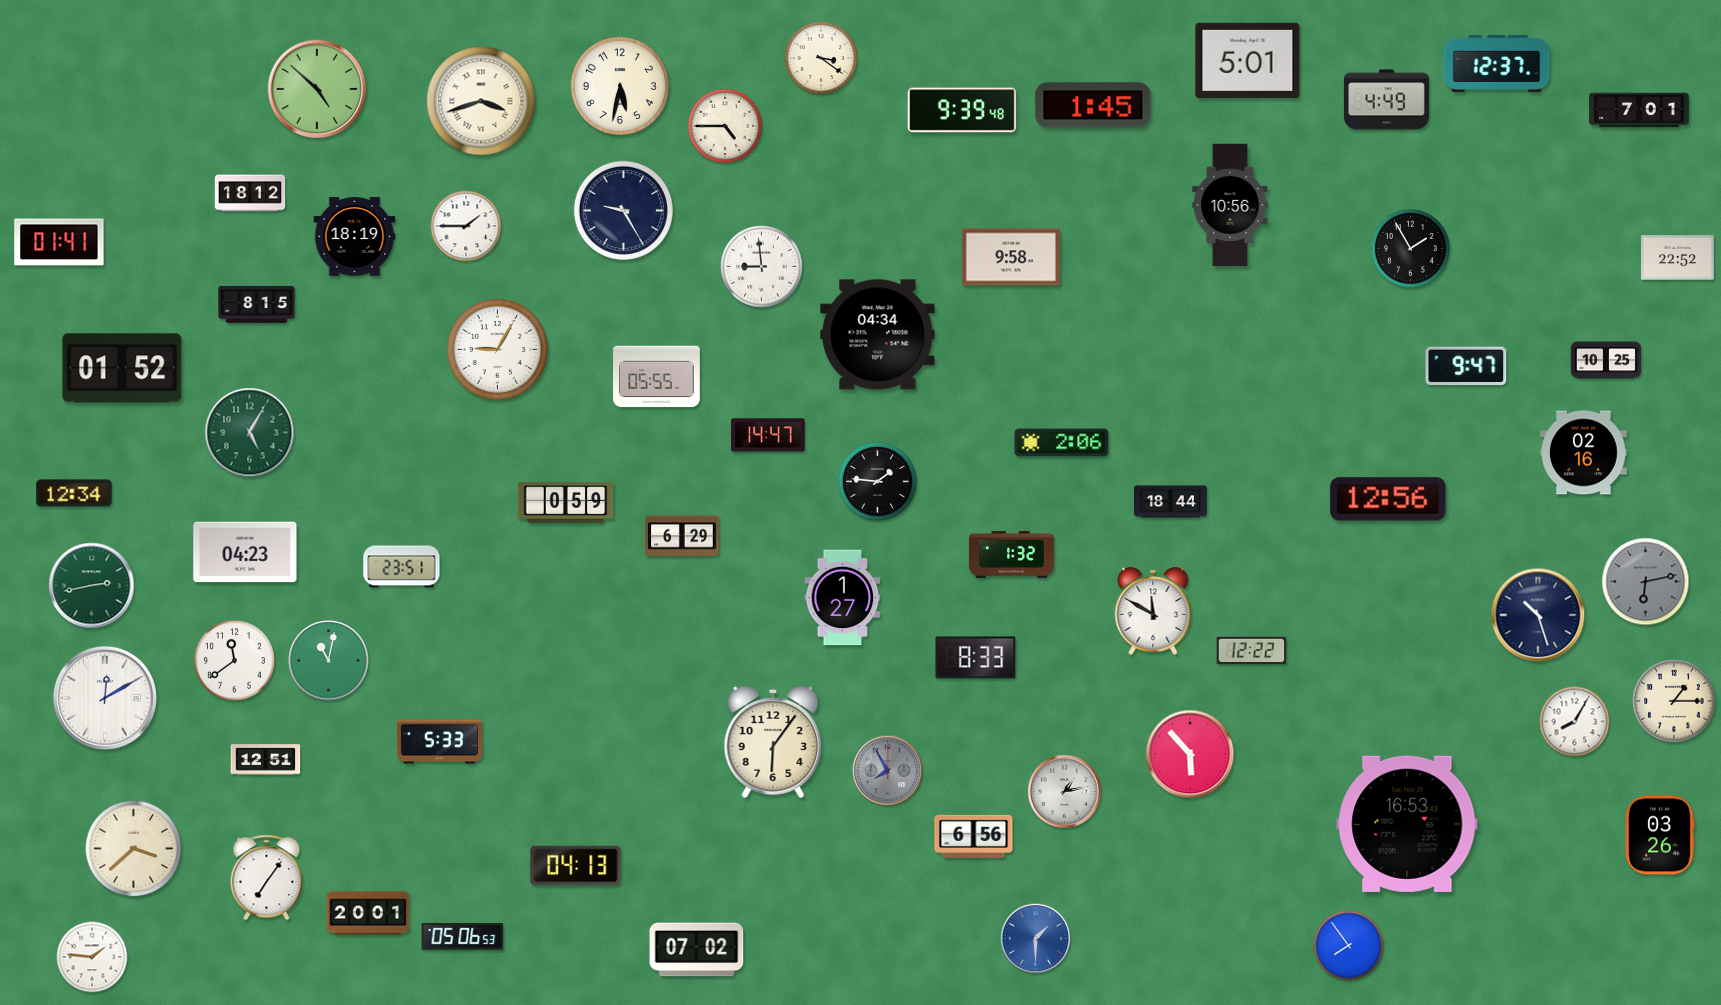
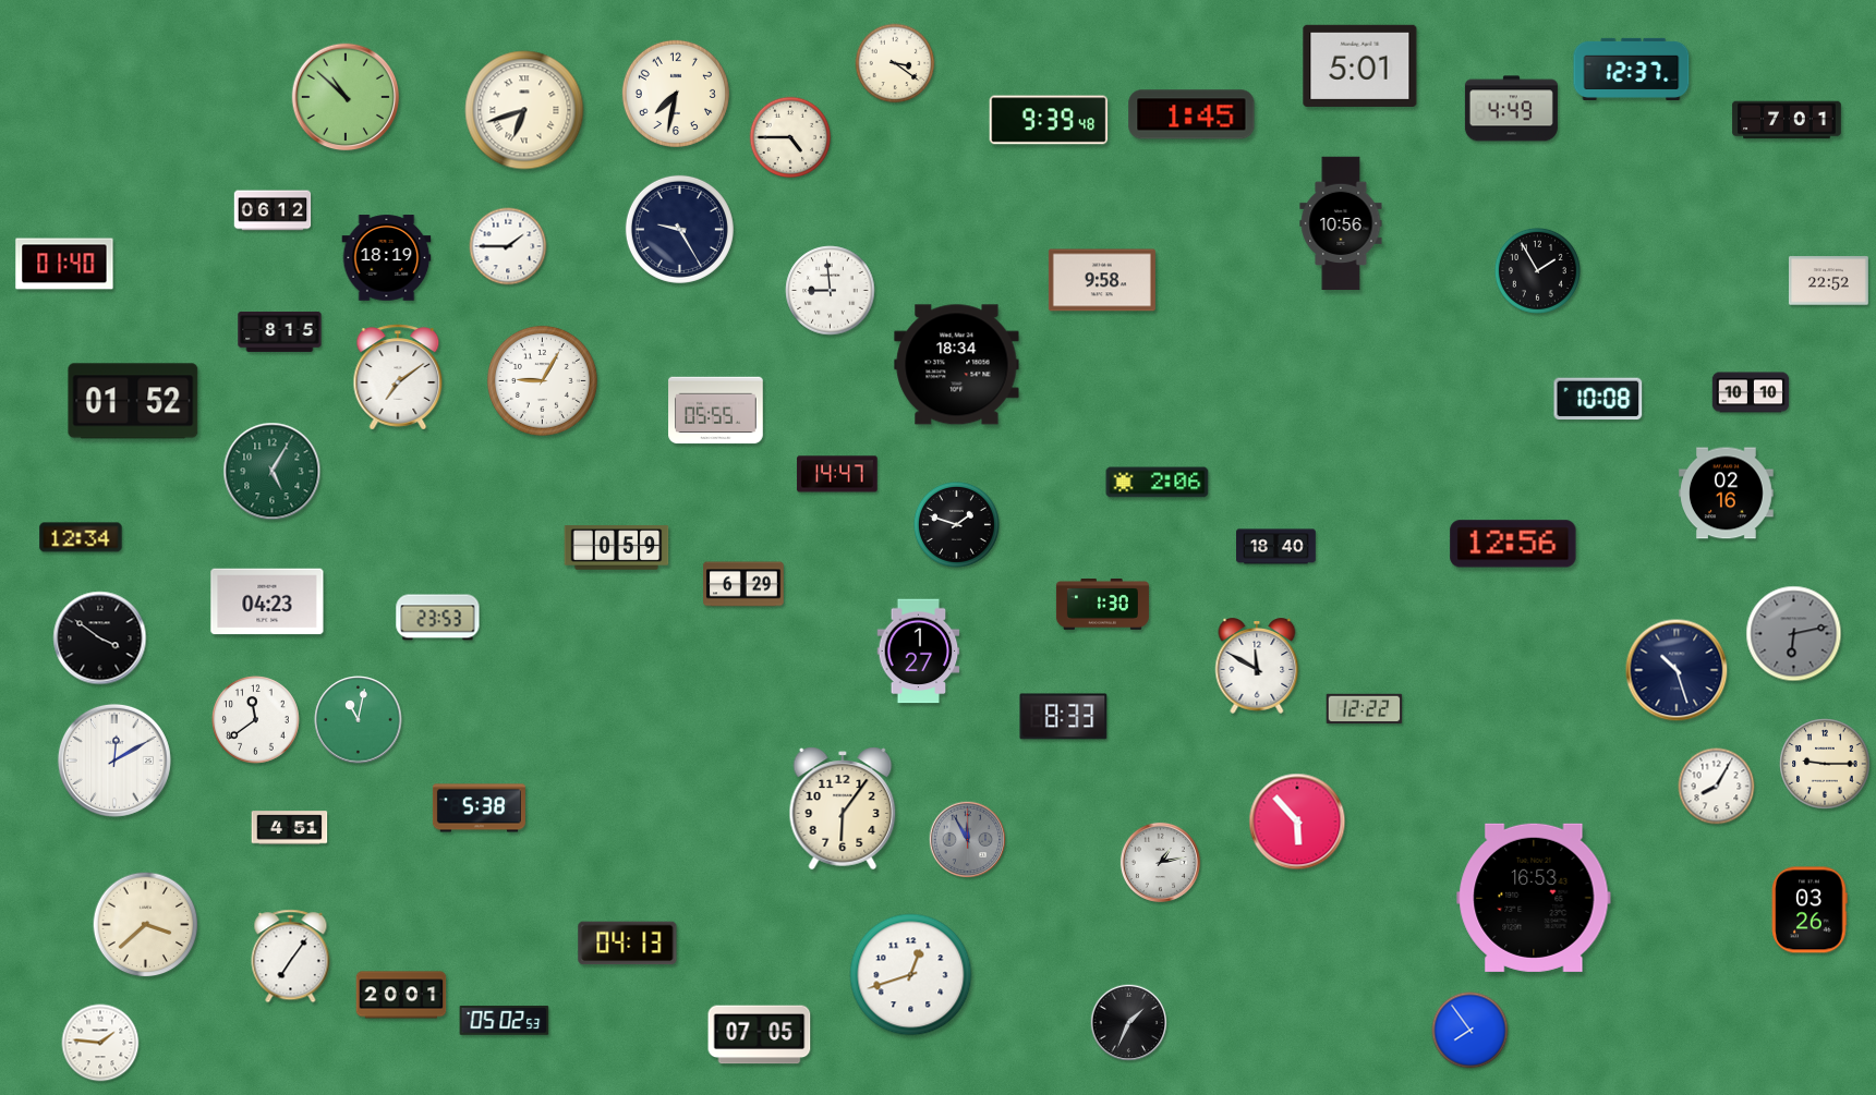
clock at (620, 86): 5:32 -> 7:32
clock at (317, 89): 4:52 -> 10:52
clock at (481, 101): 3:42 -> 6:42
clock at (250, 193): 18:12 -> 06:12
clock at (59, 242): 01:41 -> 01:40
clock at (878, 335): 04:34 -> 18:34
clock at (398, 377): none -> 7:09
clock at (1606, 360): 10:25 -> 10:10
clock at (1466, 366): 9:47 -> 10:08
clock at (877, 481): 1:46 -> 1:48
clock at (1171, 502): 18:44 -> 18:40
clock at (1011, 555): 1:32 -> 1:30
clock at (402, 567): 23:51 -> 23:53
clock at (92, 586): 2:43 -> 3:51
clock at (92, 586) dial: green -> black
clock at (1674, 701): 1:15 -> 9:15
clock at (439, 742): 5:33 -> 5:38
clock at (266, 760): 12:51 -> 4:51
clock at (888, 771): 7:55 -> 11:55
clock at (974, 836): 6:56 -> none
clock at (911, 975): none -> 12:42
clock at (463, 937): 05:06 -> 05:02
clock at (1036, 939): 1:30 -> 1:34
clock at (1036, 939) dial: blue -> black
clock at (697, 950): 07:02 -> 07:05
